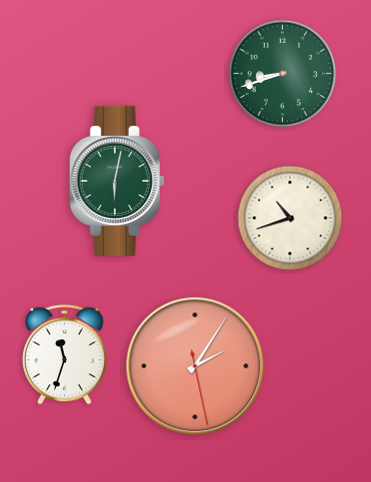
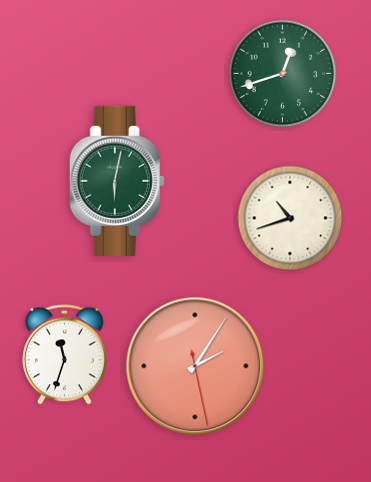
clock at (283, 74): 8:42 -> 12:42
